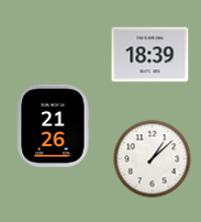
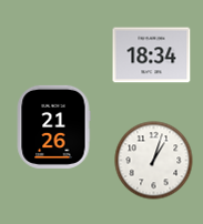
clock at (150, 55): 18:39 -> 18:34
clock at (153, 159): 1:08 -> 1:03
